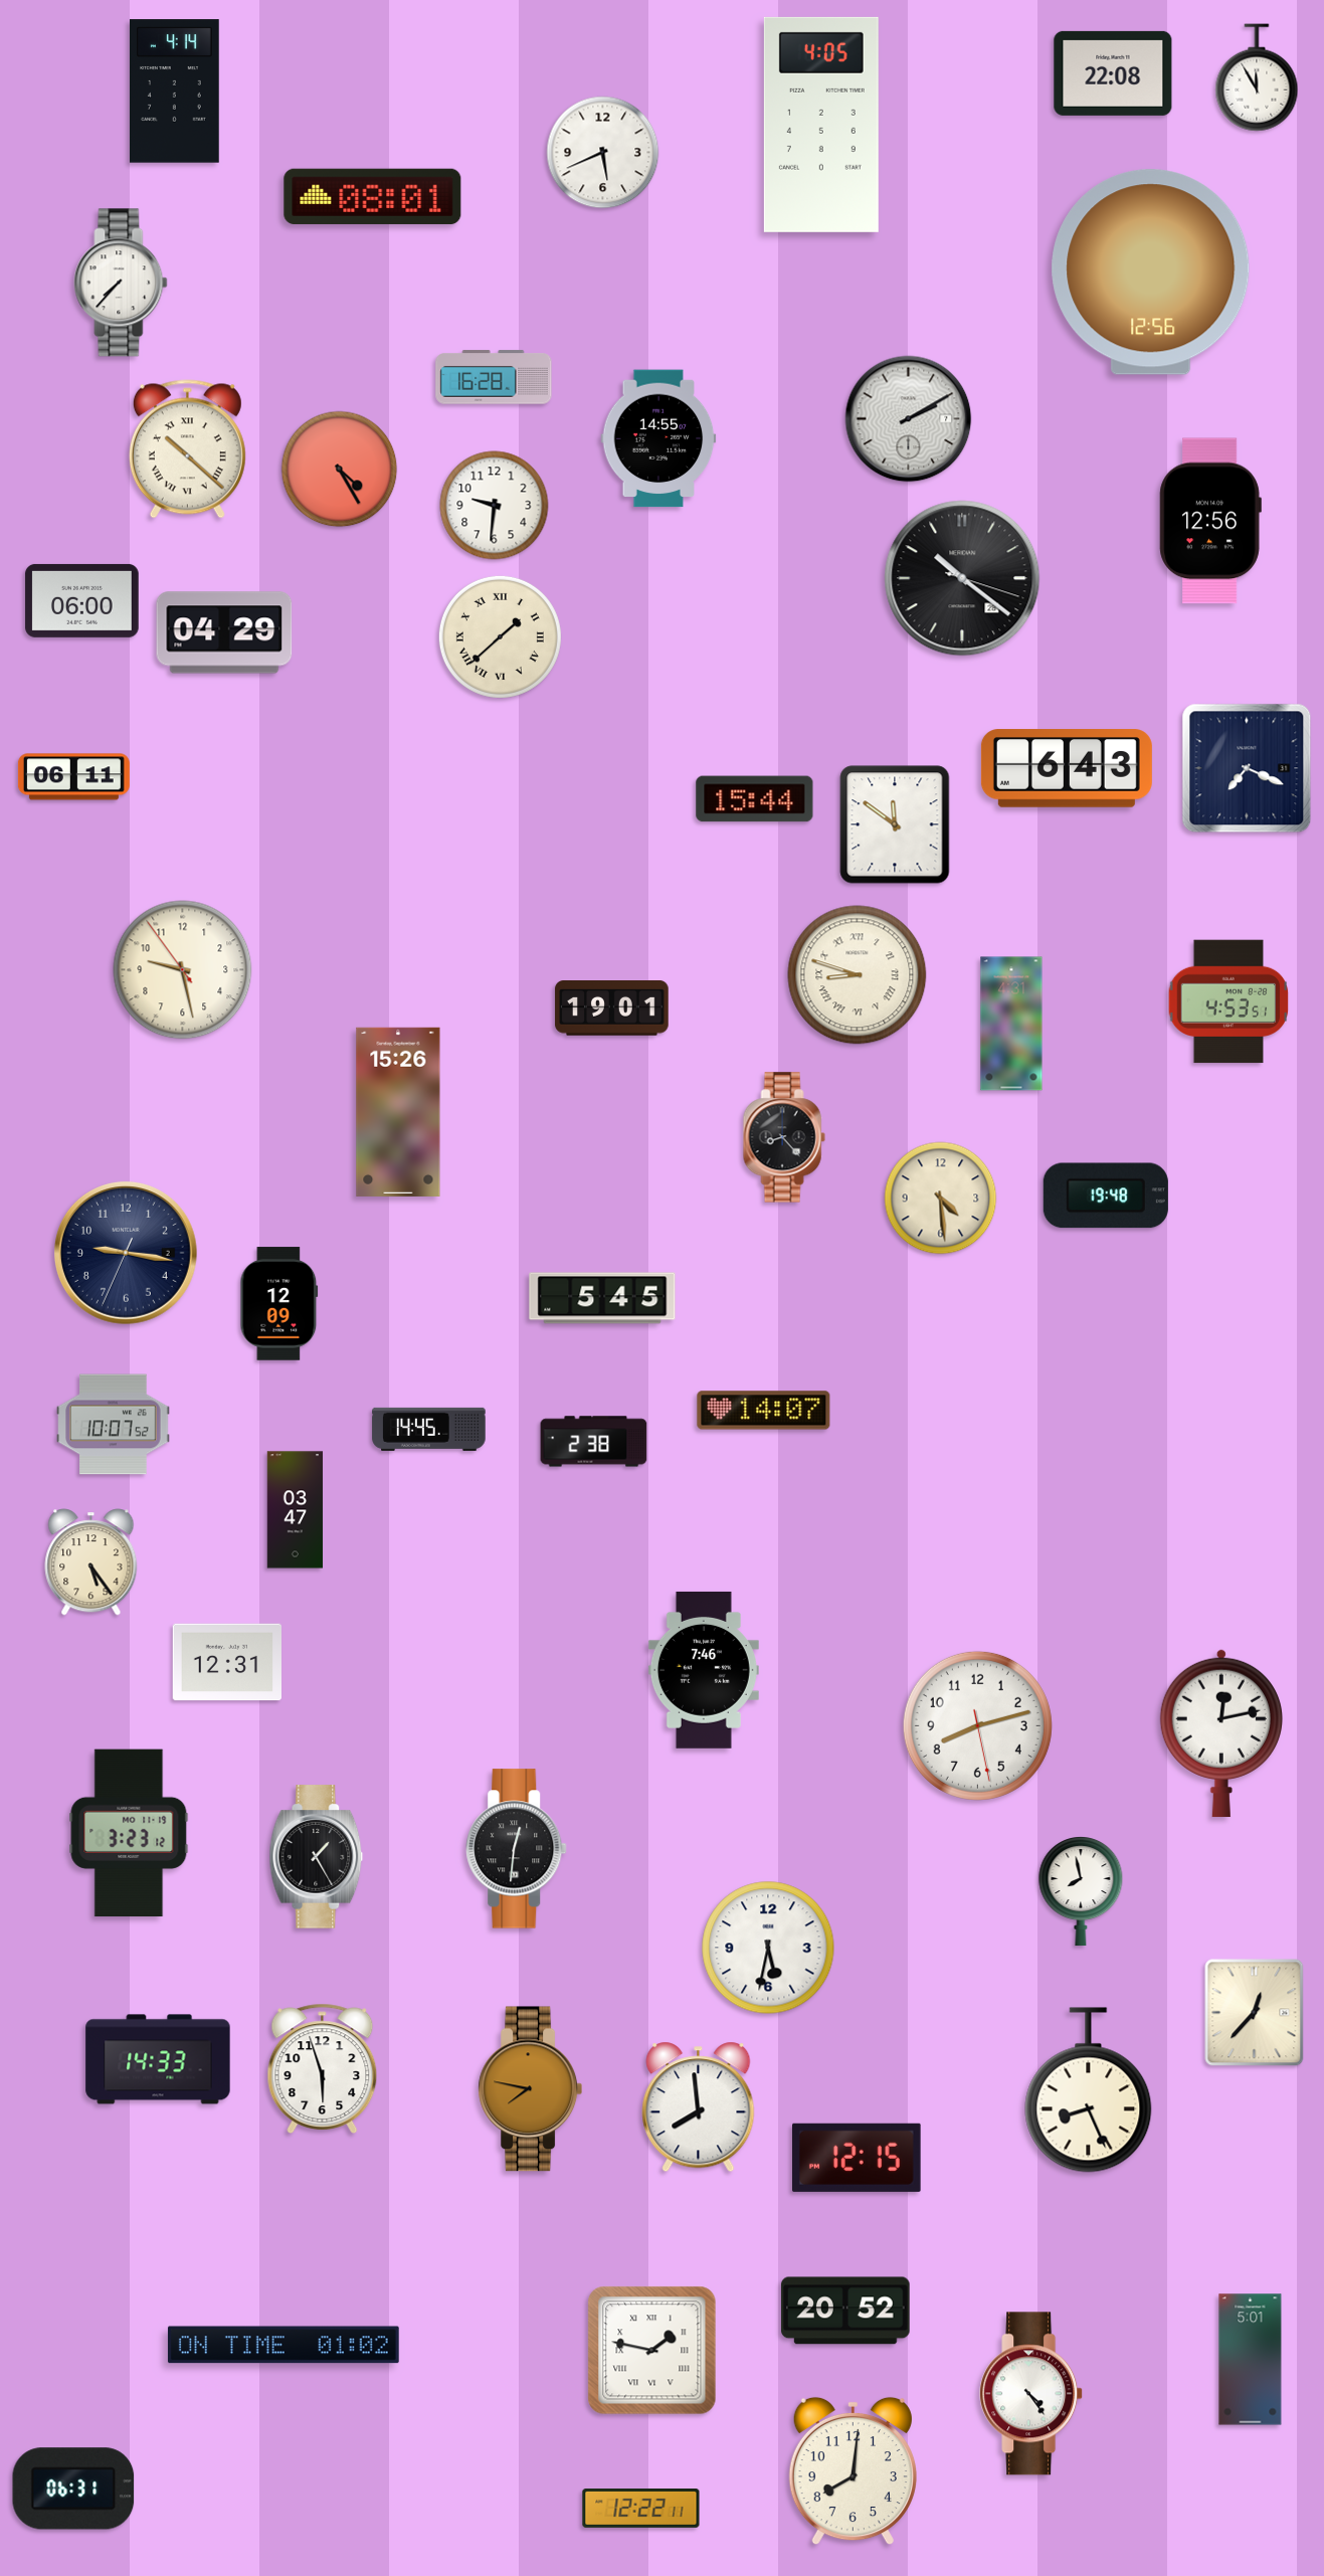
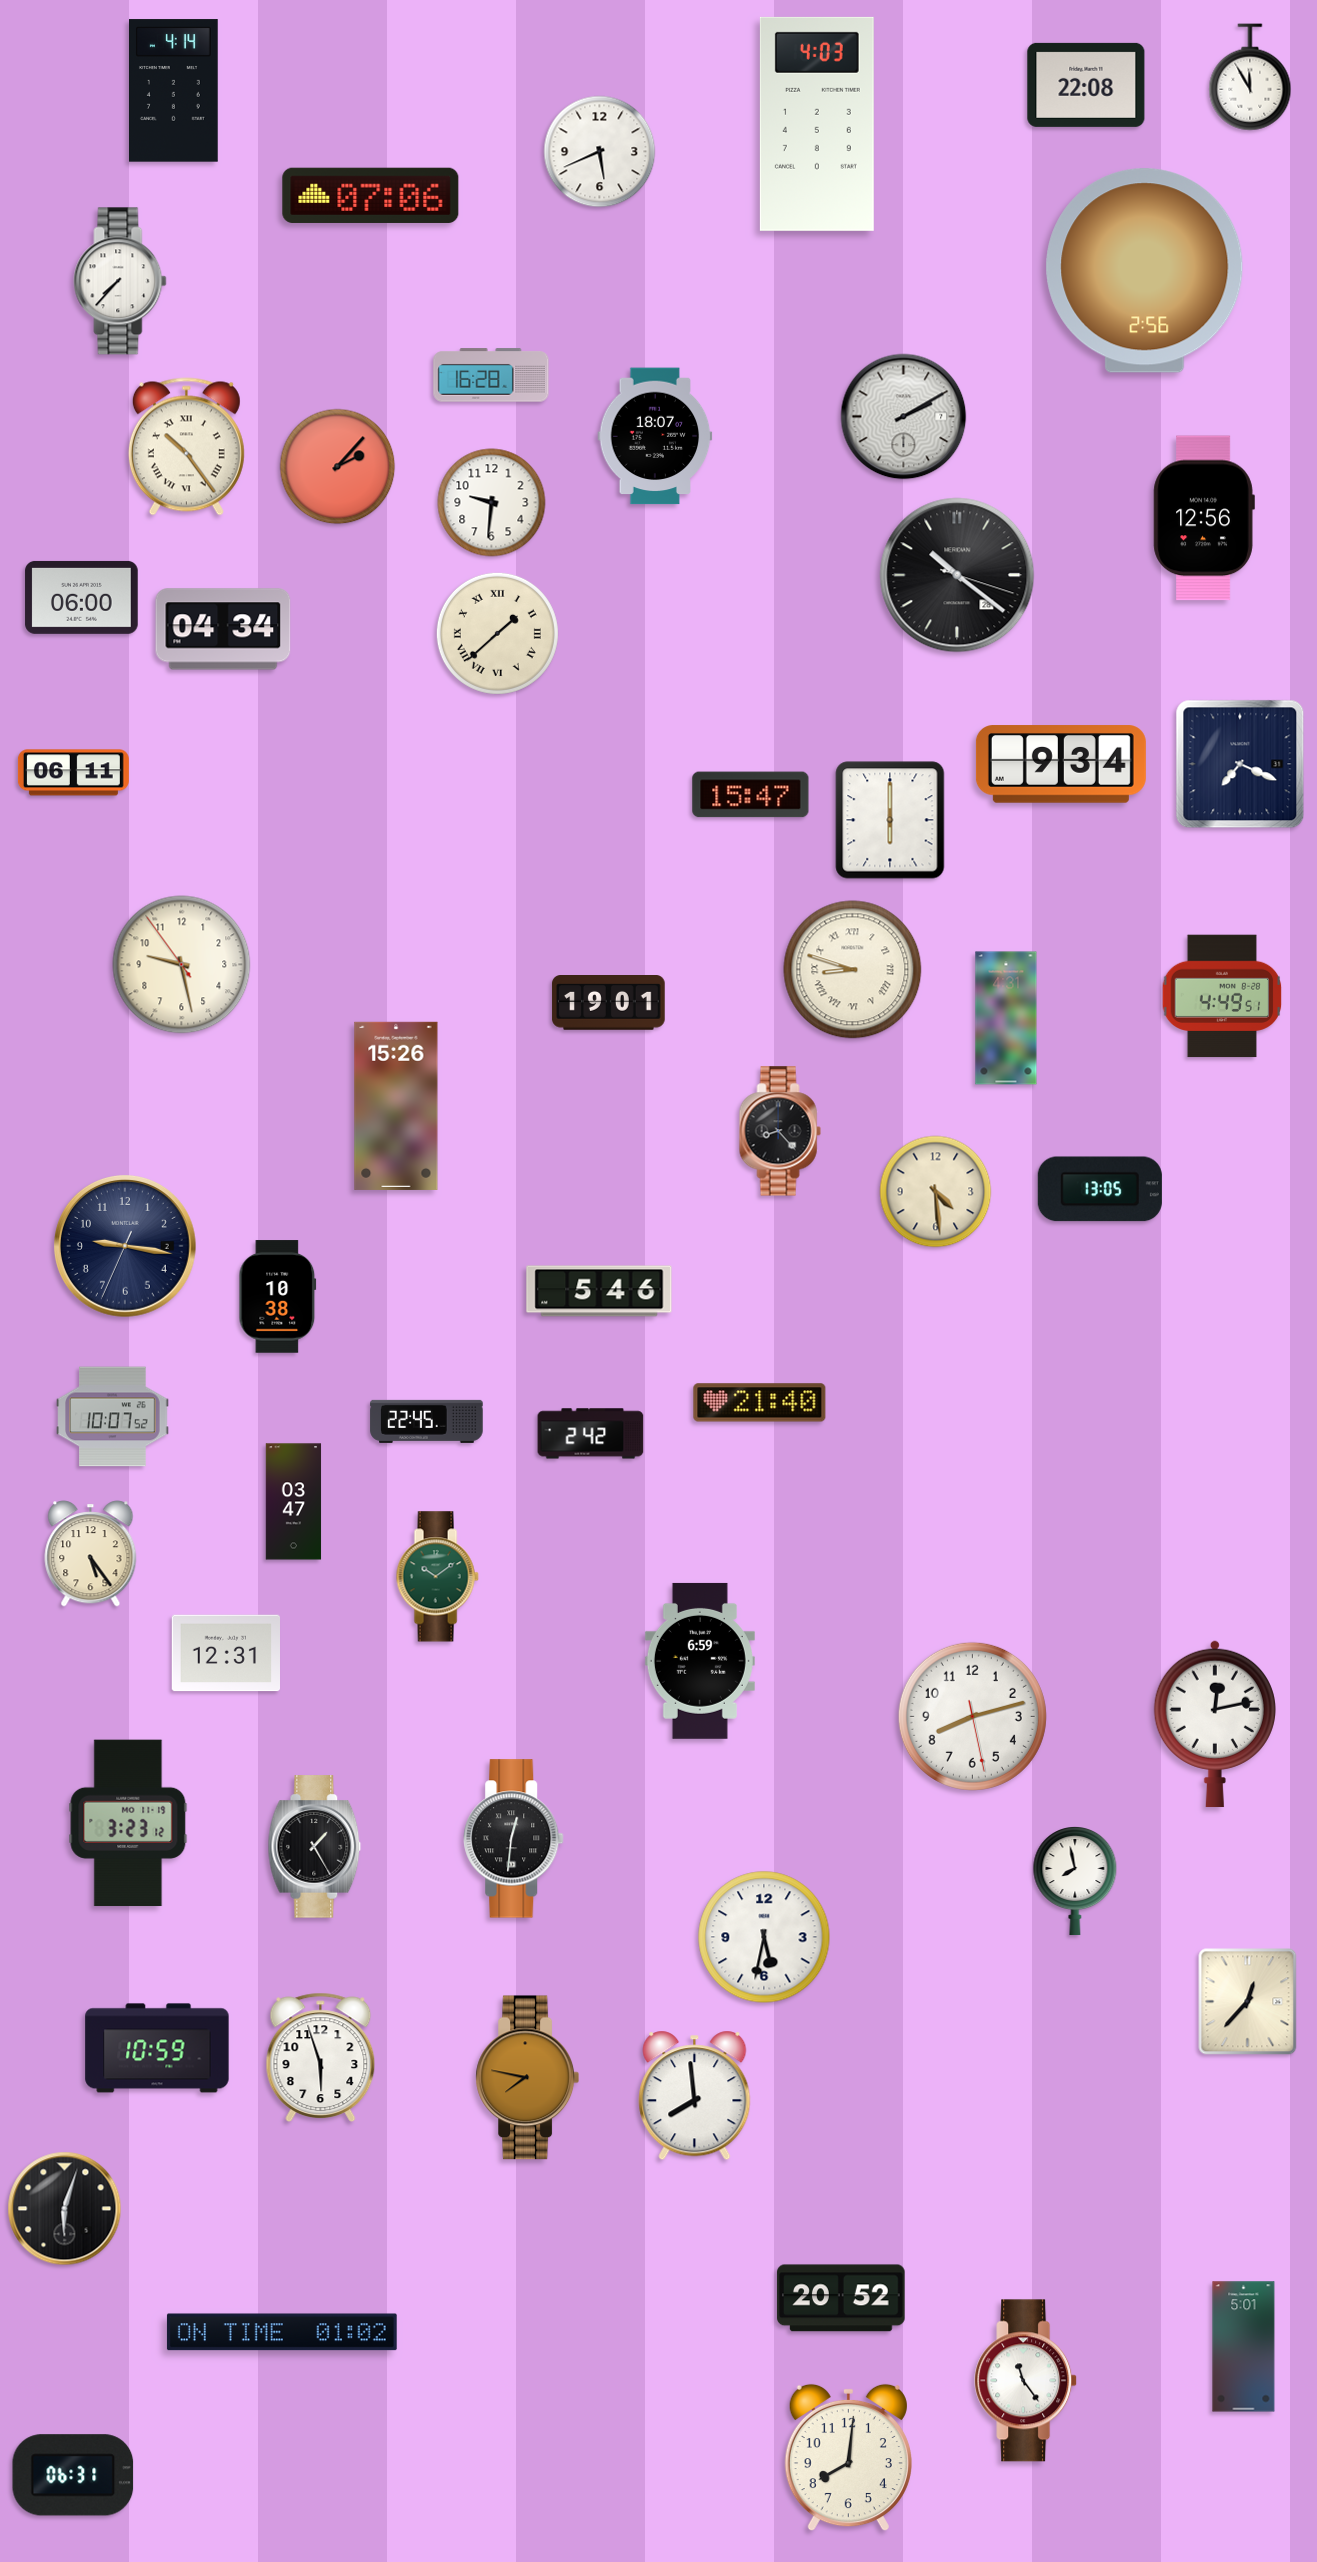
clock at (1113, 73) position: (1113, 73) -> (1086, 85)
clock at (821, 125): 4:05 -> 4:03
clock at (373, 196): 08:01 -> 07:06
clock at (1151, 272): 12:56 -> 2:56
clock at (658, 438): 14:55 -> 18:07
clock at (187, 449): 10:22 -> 10:24
clock at (340, 470): 4:25 -> 2:07
clock at (224, 632): 04:29 -> 04:34
clock at (1067, 768): 6:43 -> 9:34
clock at (755, 799): 15:44 -> 15:47
clock at (895, 824): 11:51 -> 6:00
clock at (1228, 1001): 4:53 -> 4:49
clock at (1106, 1195): 19:48 -> 13:05
clock at (602, 1298): 5:45 -> 5:46
clock at (279, 1304): 12:09 -> 10:38
clock at (764, 1411): 14:07 -> 21:40
clock at (429, 1429): 14:45 -> 22:45
clock at (594, 1442): 2:38 -> 2:42
clock at (437, 1577): none -> 10:09
clock at (704, 1670): 7:46 -> 6:59
clock at (158, 2059): 14:33 -> 10:59
clock at (1089, 2090): 8:26 -> none
clock at (858, 2158): 12:15 -> none
clock at (65, 2209): none -> 6:03
clock at (652, 2351): 1:47 -> none
clock at (1031, 2394): 4:24 -> 11:24
clock at (641, 2509): 12:22 -> none
